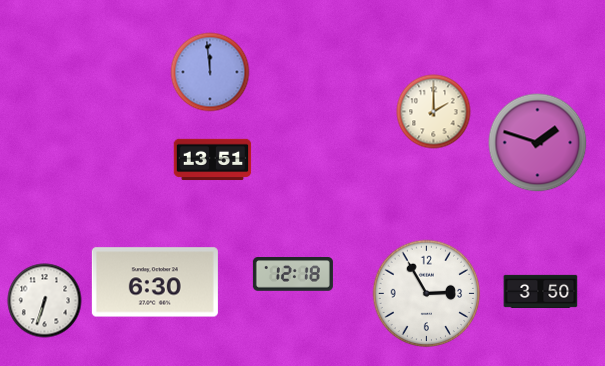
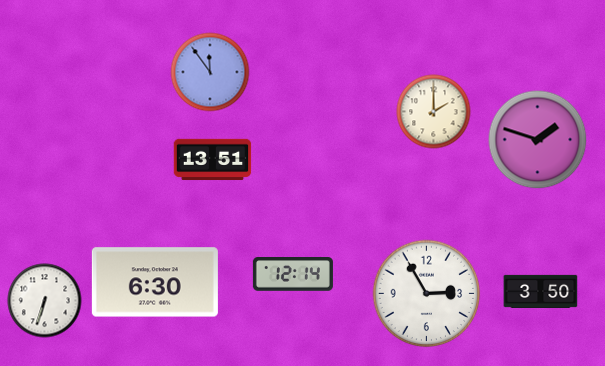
clock at (210, 72): 11:59 -> 11:54
clock at (538, 143) position: (538, 143) -> (538, 140)
clock at (293, 274): 12:18 -> 12:14
